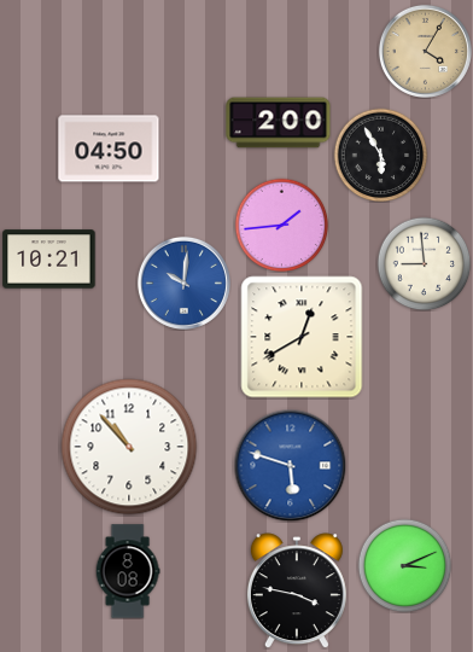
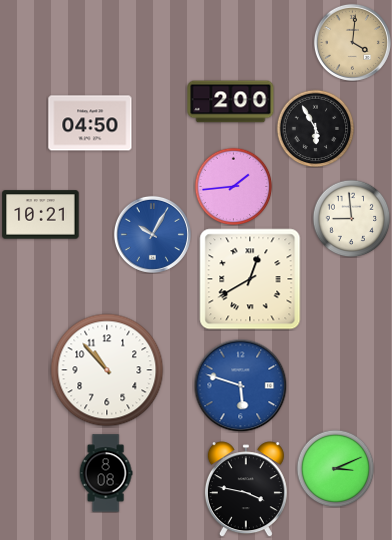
clock at (425, 51): 4:05 -> 4:01
clock at (183, 283): 10:01 -> 10:05
